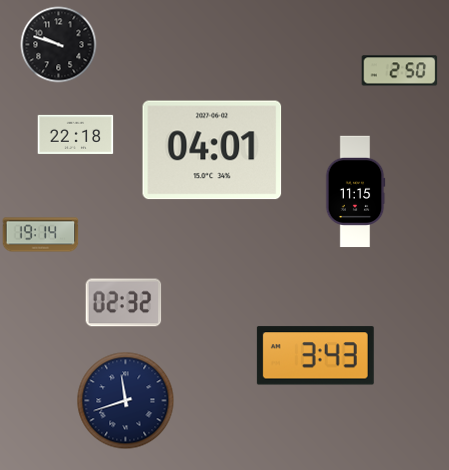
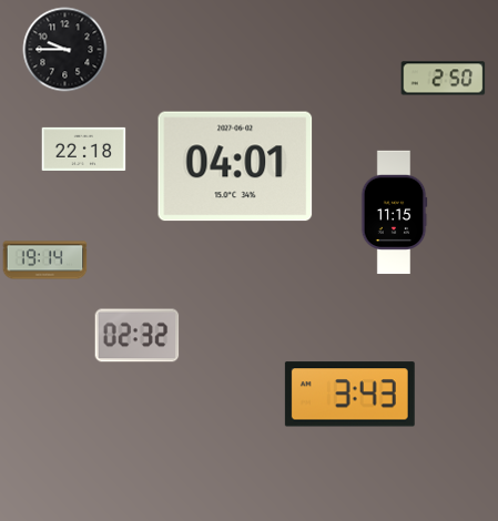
clock at (59, 45): 9:48 -> 9:45
clock at (126, 401): 11:42 -> none
